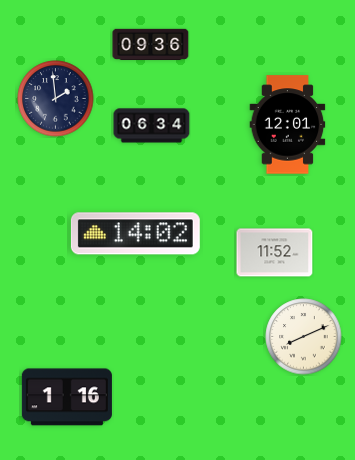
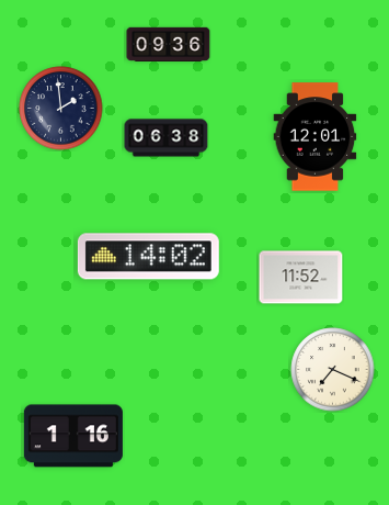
clock at (151, 44) position: (151, 44) -> (169, 44)
clock at (152, 126): 06:34 -> 06:38
clock at (304, 337): 8:11 -> 7:19
